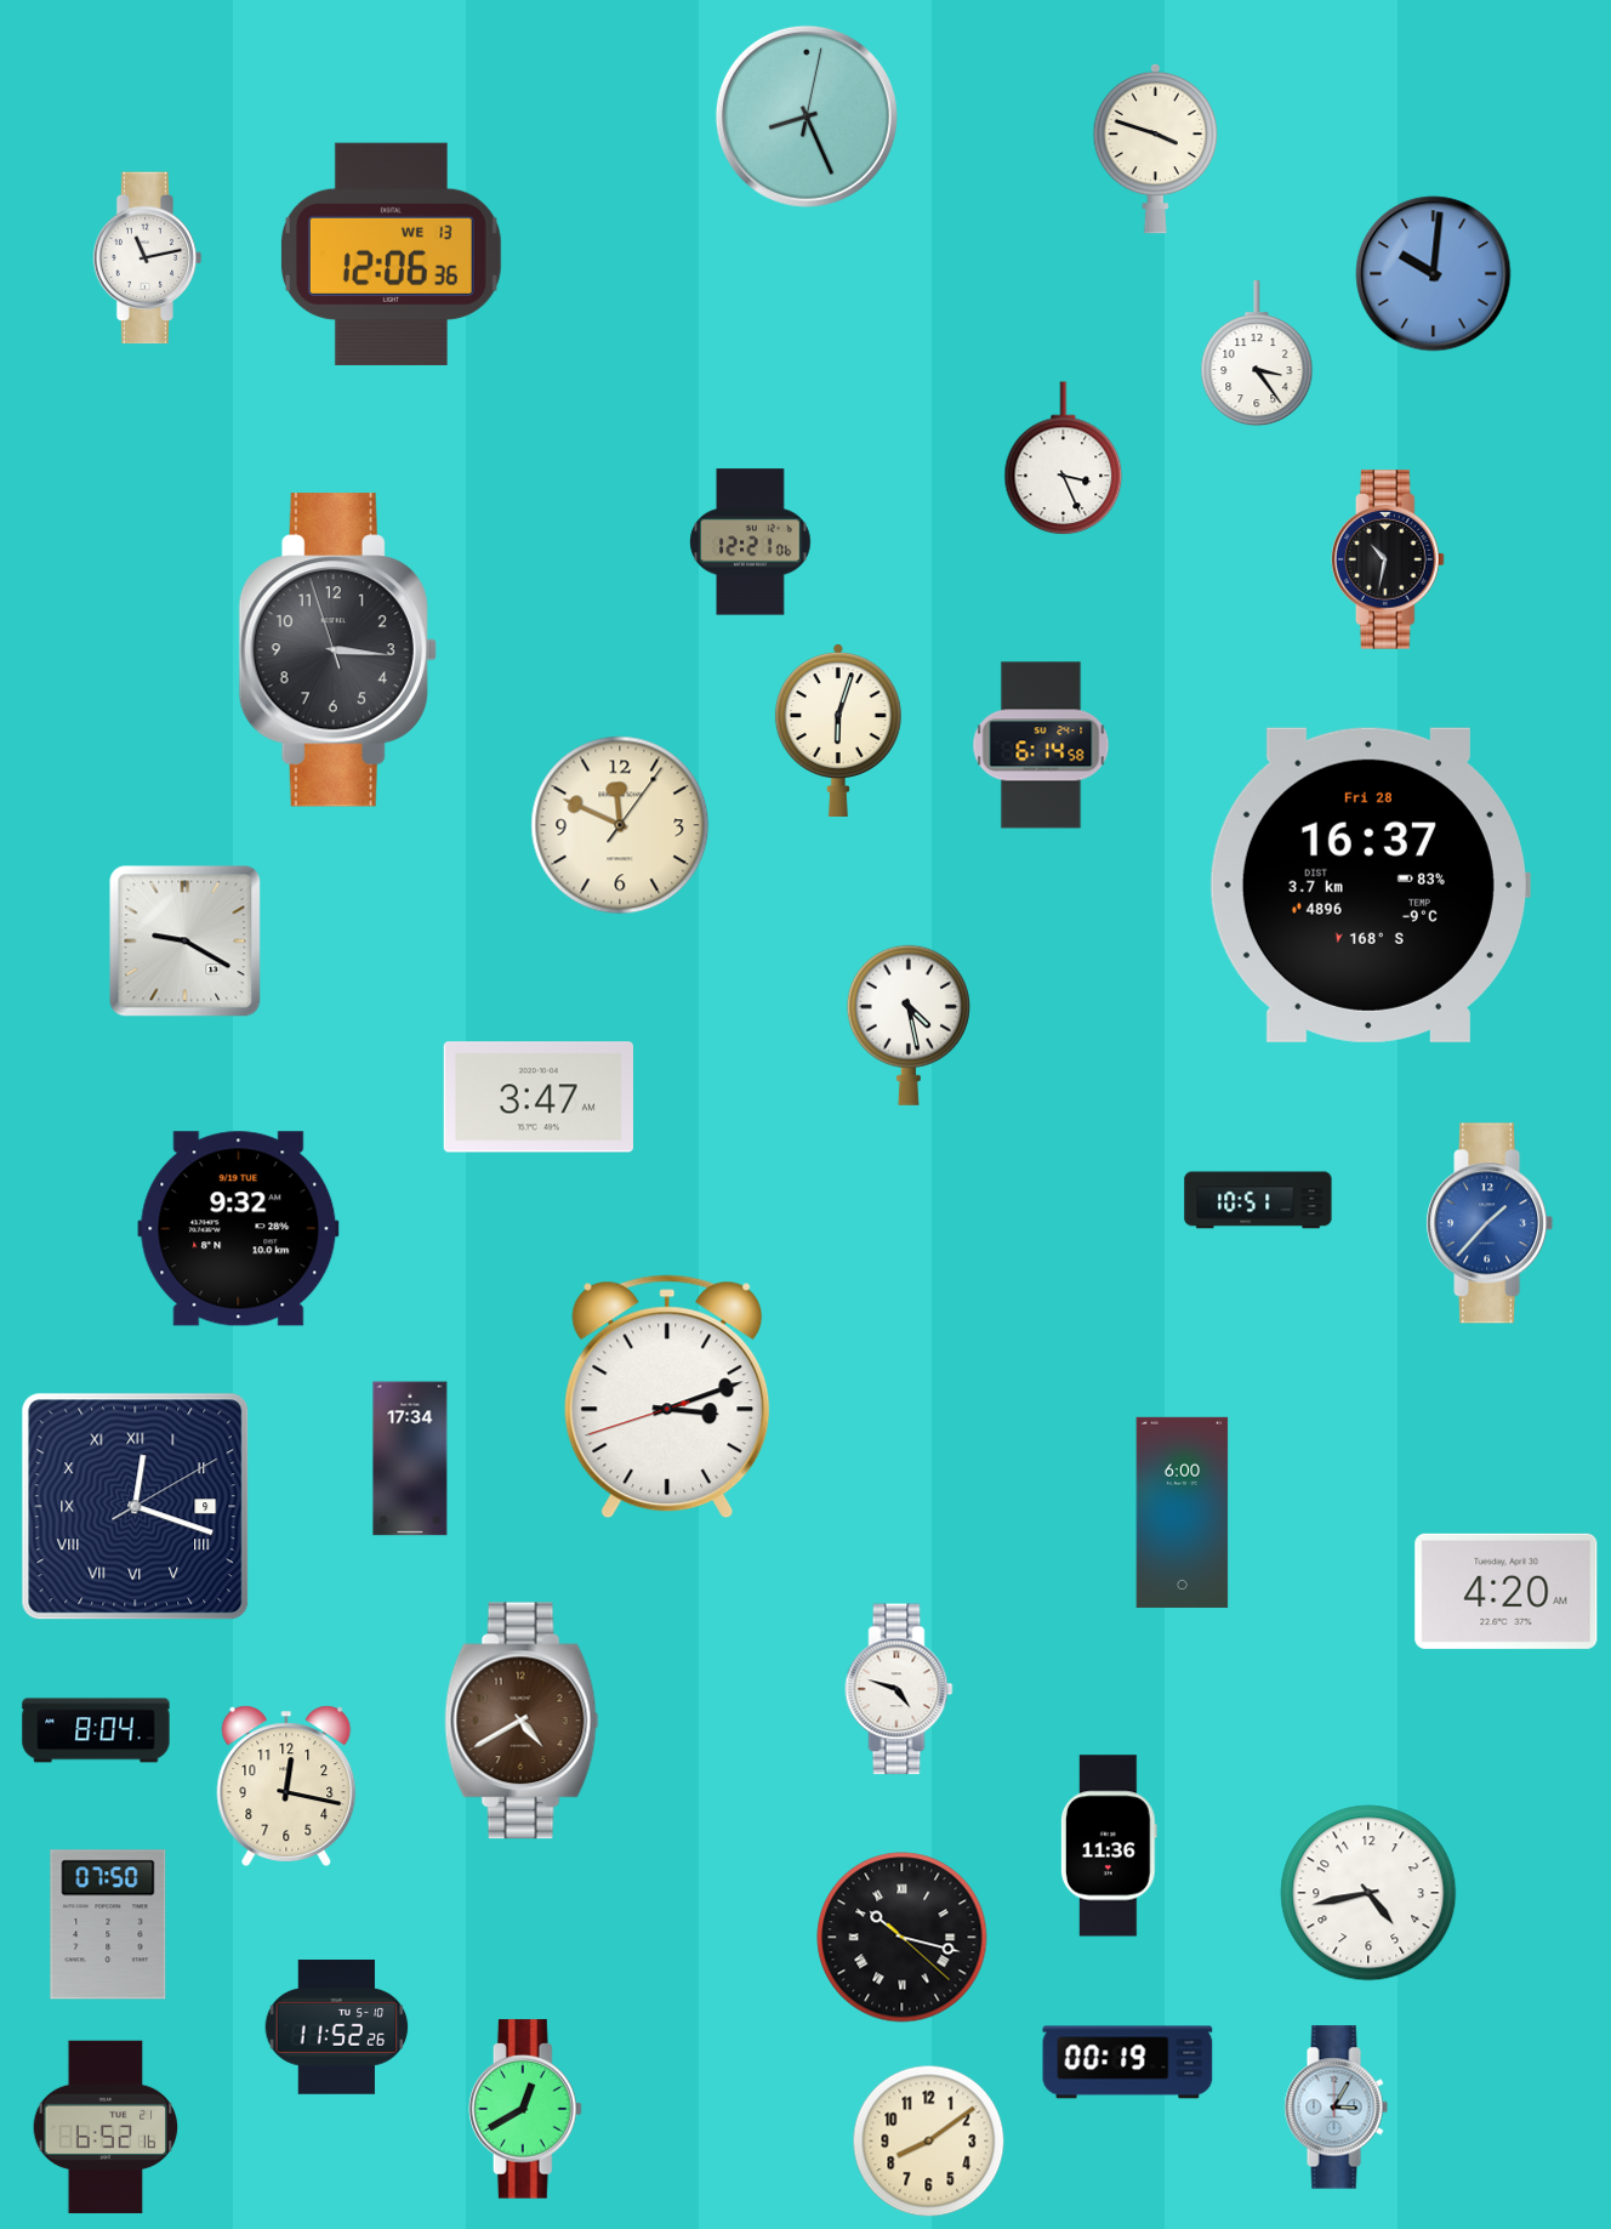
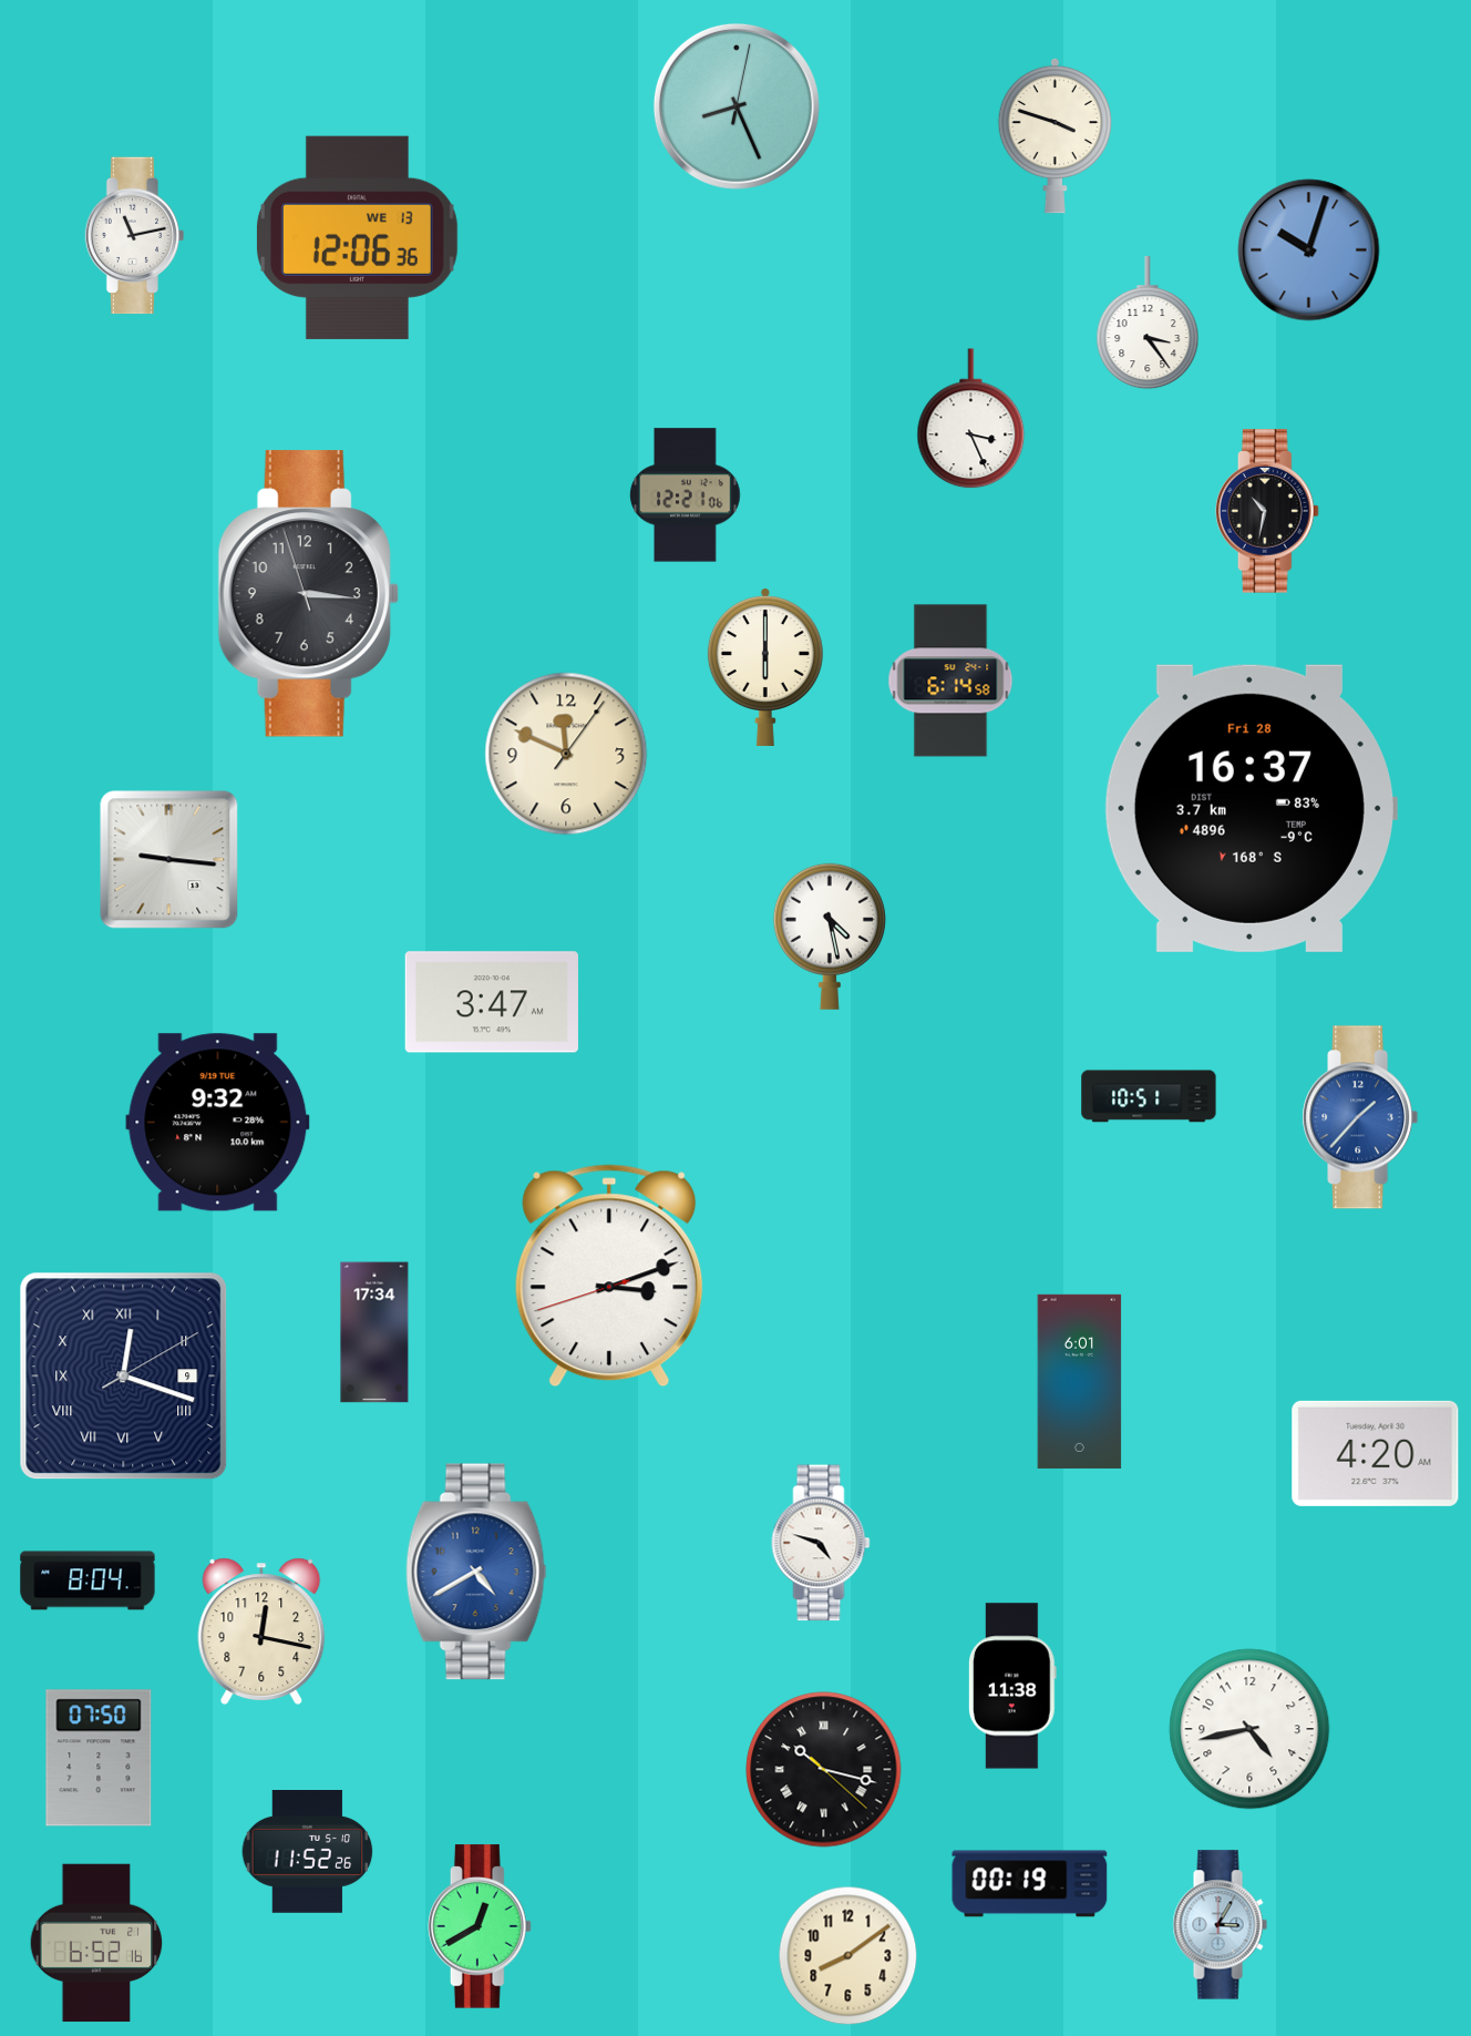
clock at (391, 254) position: (391, 254) -> (357, 237)
clock at (1434, 274): 10:01 -> 10:03
clock at (838, 729): 6:03 -> 6:00
clock at (186, 942): 9:20 -> 9:16
clock at (1183, 1512): 6:00 -> 6:01
clock at (522, 1721) dial: brown -> blue
clock at (1109, 1846): 11:36 -> 11:38
